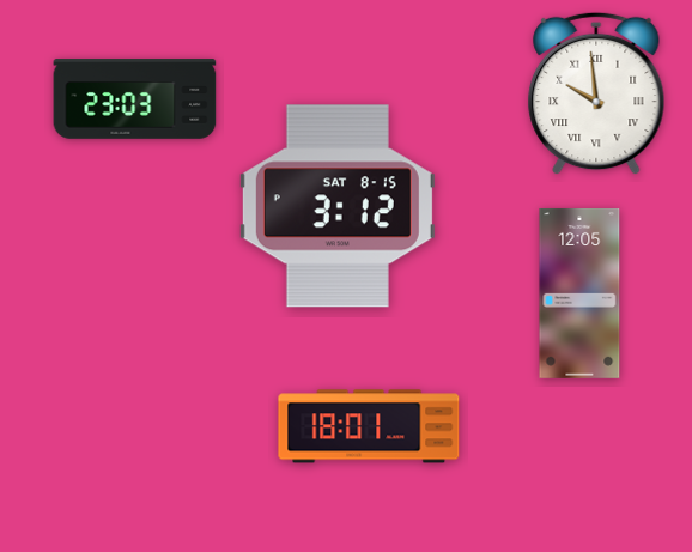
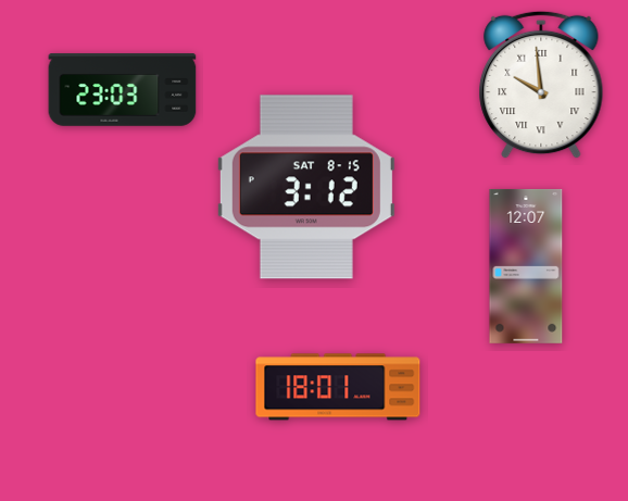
clock at (579, 293): 12:05 -> 12:07
clock at (369, 426) position: (369, 426) -> (338, 387)
